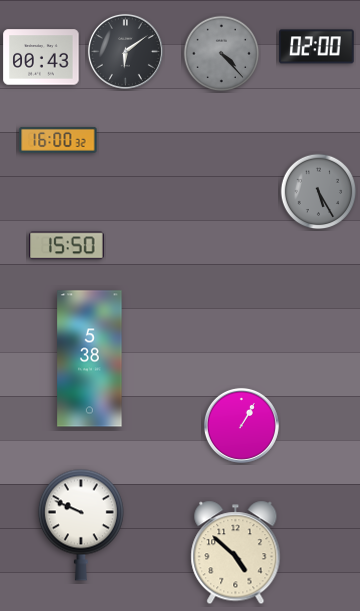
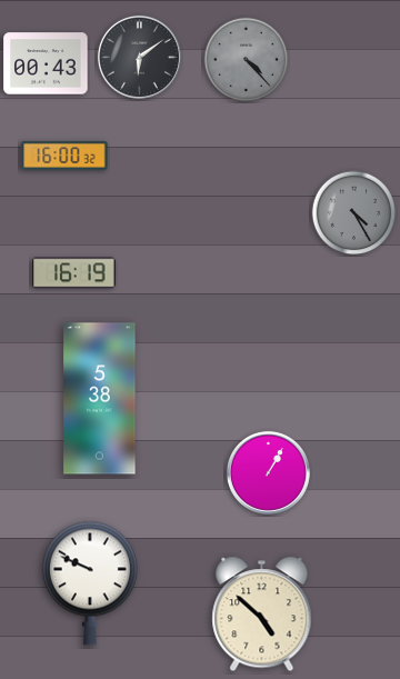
clock at (317, 47): 02:00 -> none
clock at (319, 192): 5:25 -> 4:25
clock at (67, 246): 15:50 -> 16:19
